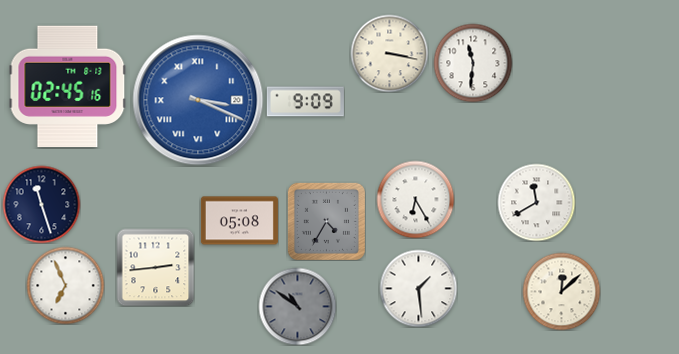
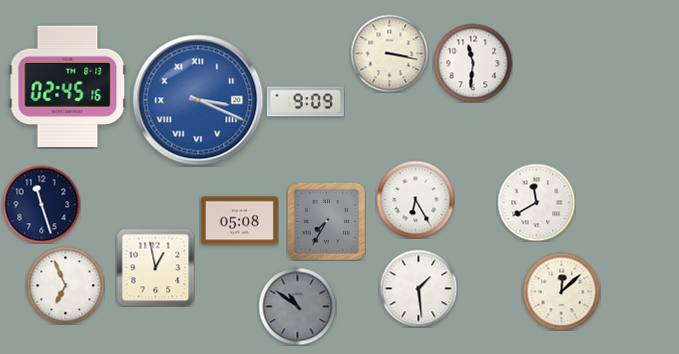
clock at (326, 221): 4:35 -> 7:35
clock at (155, 267): 2:44 -> 12:58
